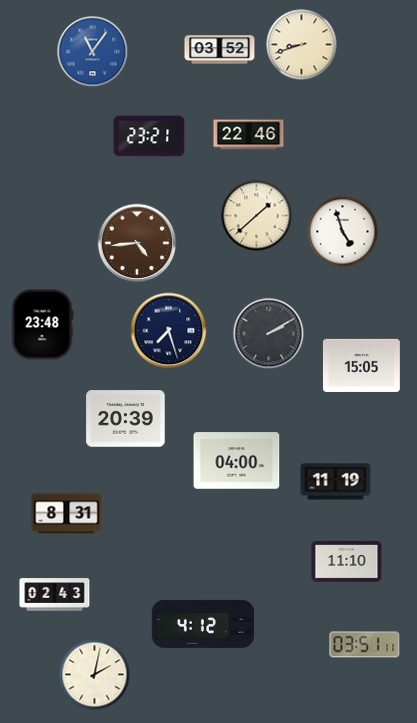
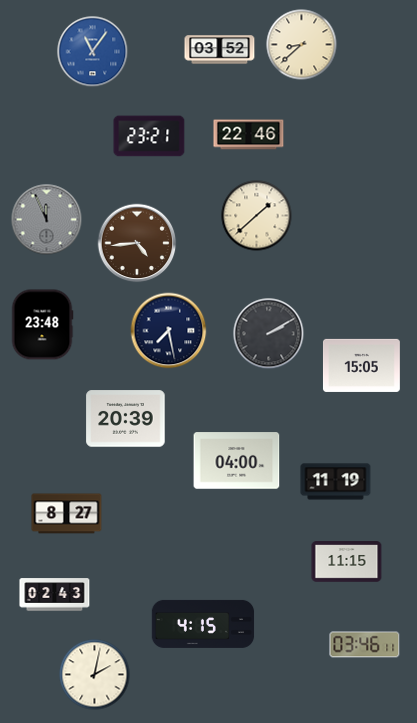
clock at (302, 45): 8:42 -> 8:38
clock at (47, 220): none -> 11:56
clock at (343, 232): 4:57 -> none
clock at (169, 331): 7:27 -> 7:28
clock at (67, 514): 8:31 -> 8:27
clock at (347, 562): 11:10 -> 11:15
clock at (203, 624): 4:12 -> 4:15
clock at (365, 645): 03:51 -> 03:46
